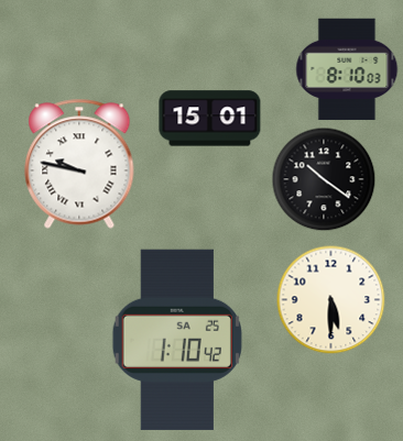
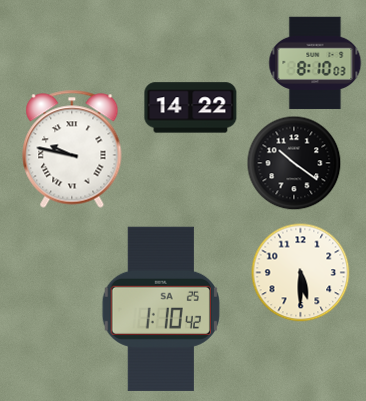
clock at (210, 119): 15:01 -> 14:22
